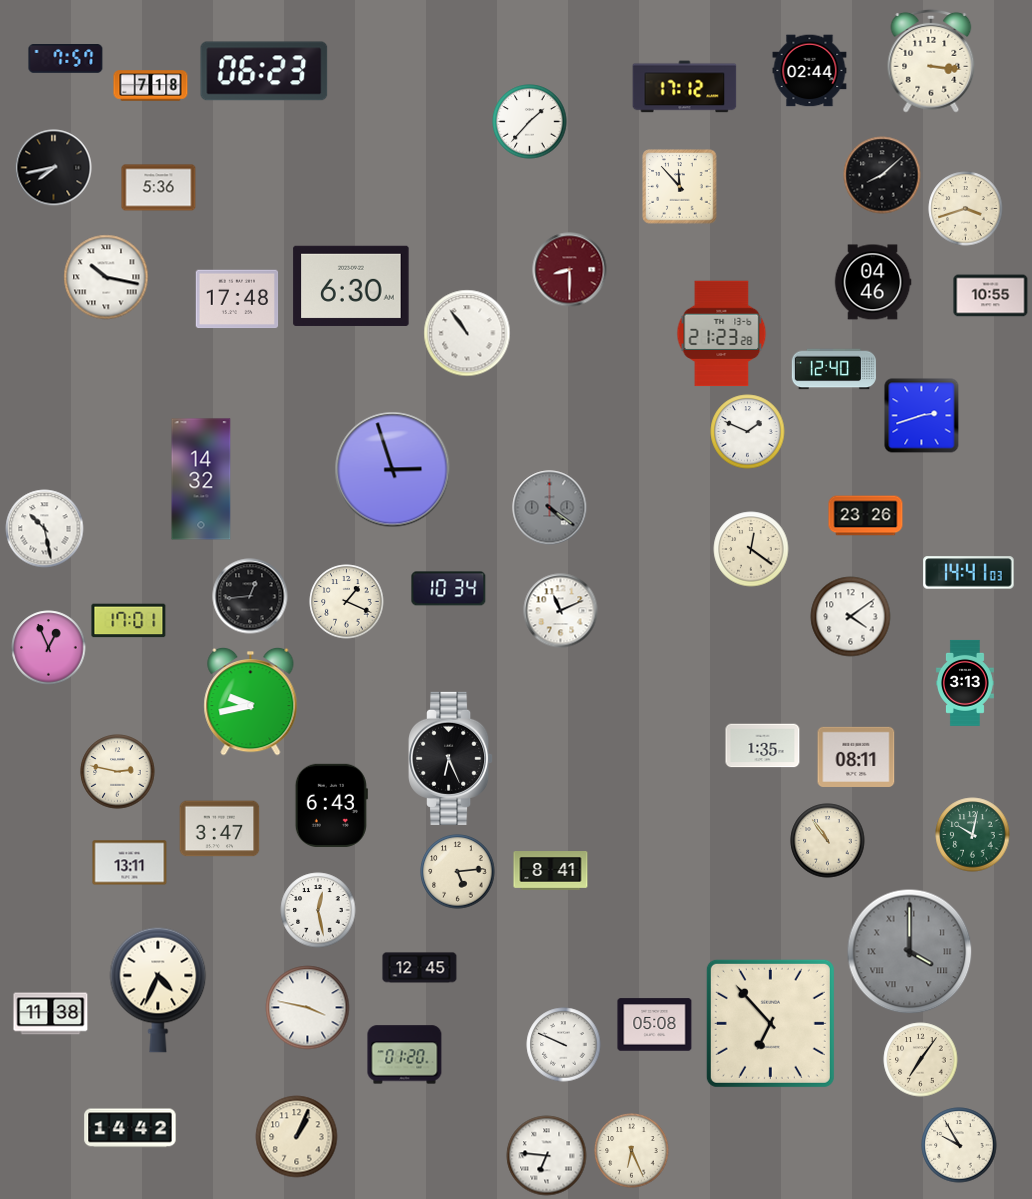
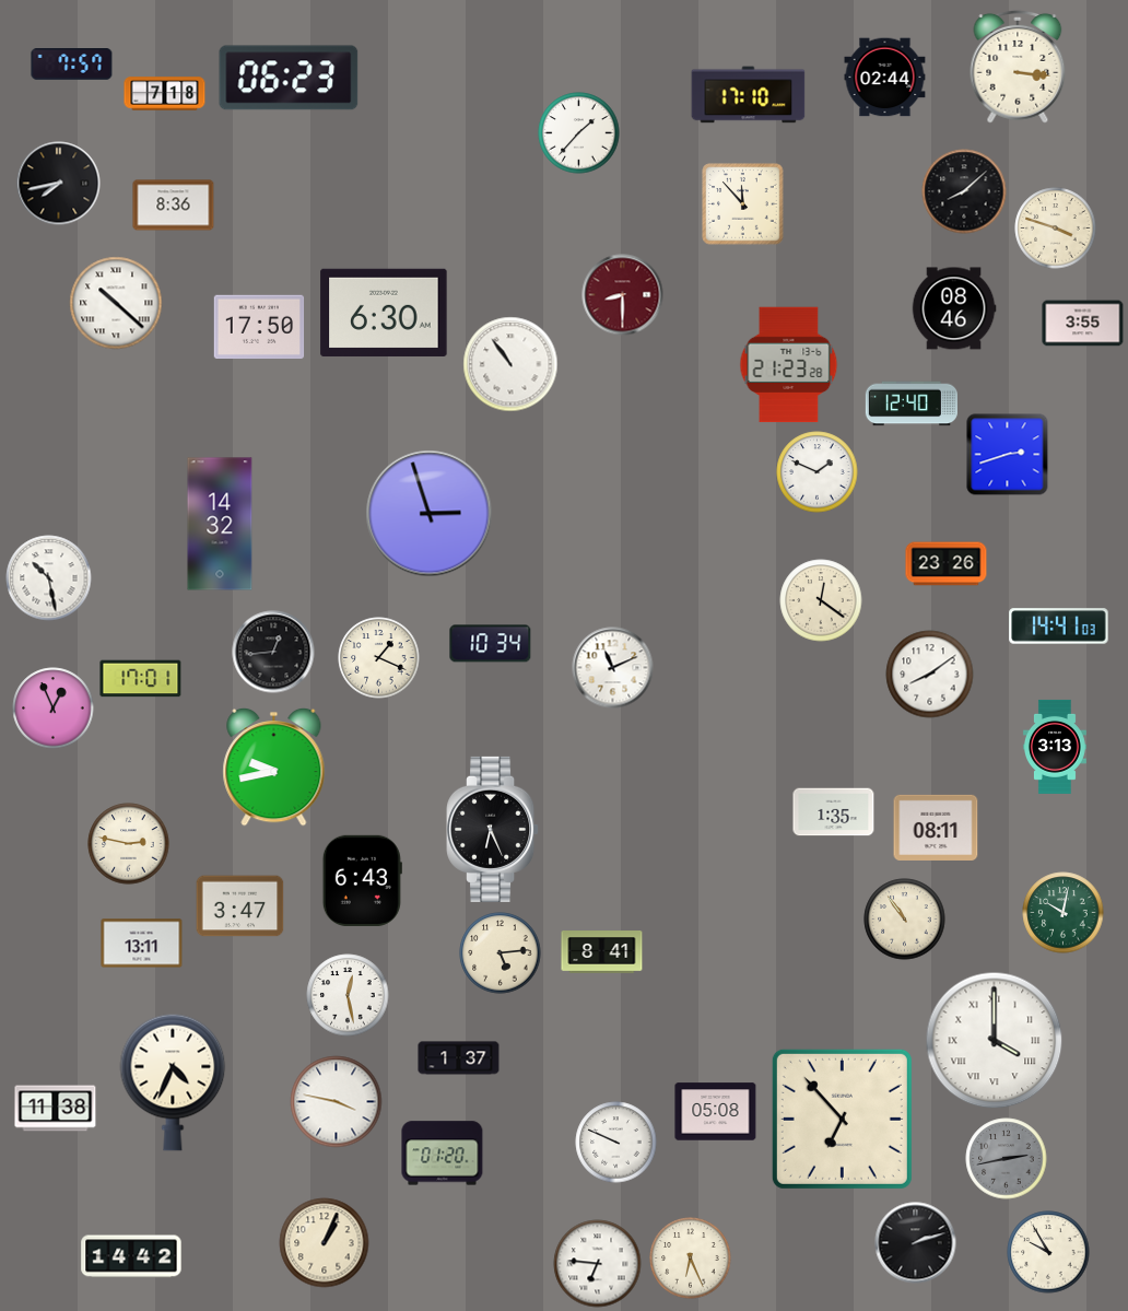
clock at (685, 87): 17:12 -> 17:10
clock at (159, 188): 5:36 -> 8:36
clock at (966, 209): 3:42 -> 3:48
clock at (106, 277): 10:17 -> 10:22
clock at (873, 282): 04:46 -> 08:46
clock at (991, 296): 10:55 -> 3:55
clock at (237, 299): 17:48 -> 17:50
clock at (550, 508): 4:21 -> none
clock at (851, 617): 4:09 -> 8:09
clock at (763, 746) position: (763, 746) -> (834, 812)
clock at (910, 952) dial: grey -> white
clock at (420, 968): 12:45 -> 1:37
clock at (655, 1025) position: (655, 1025) -> (716, 1112)
clock at (921, 1060): 7:06 -> 2:43
clock at (921, 1060) dial: cream -> grey
clock at (130, 1128) position: (130, 1128) -> (131, 1256)
clock at (916, 1243): none -> 2:12
